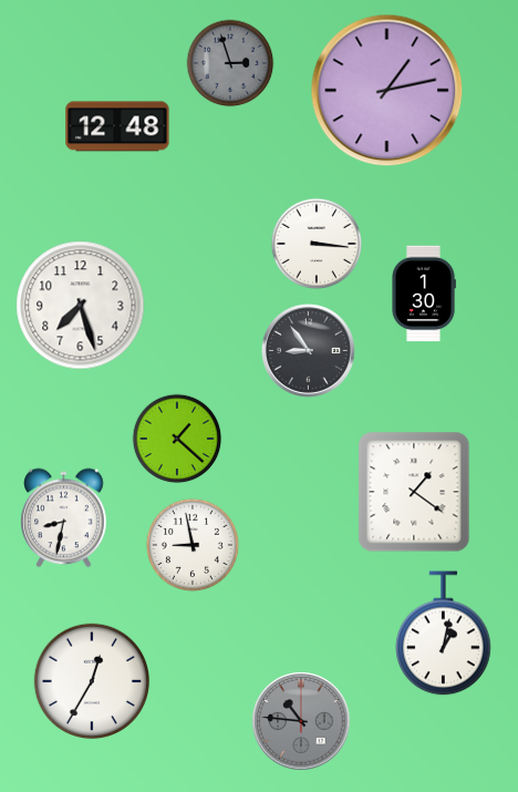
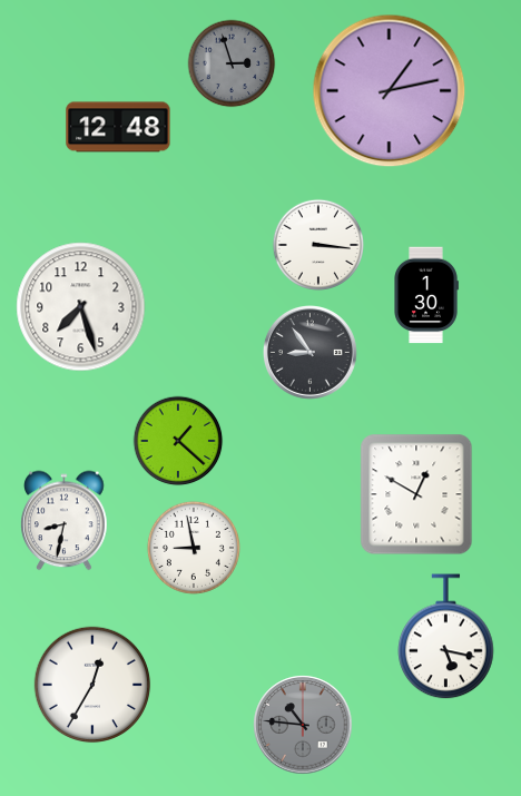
clock at (414, 492): 1:21 -> 12:50
clock at (444, 634): 1:02 -> 5:17
